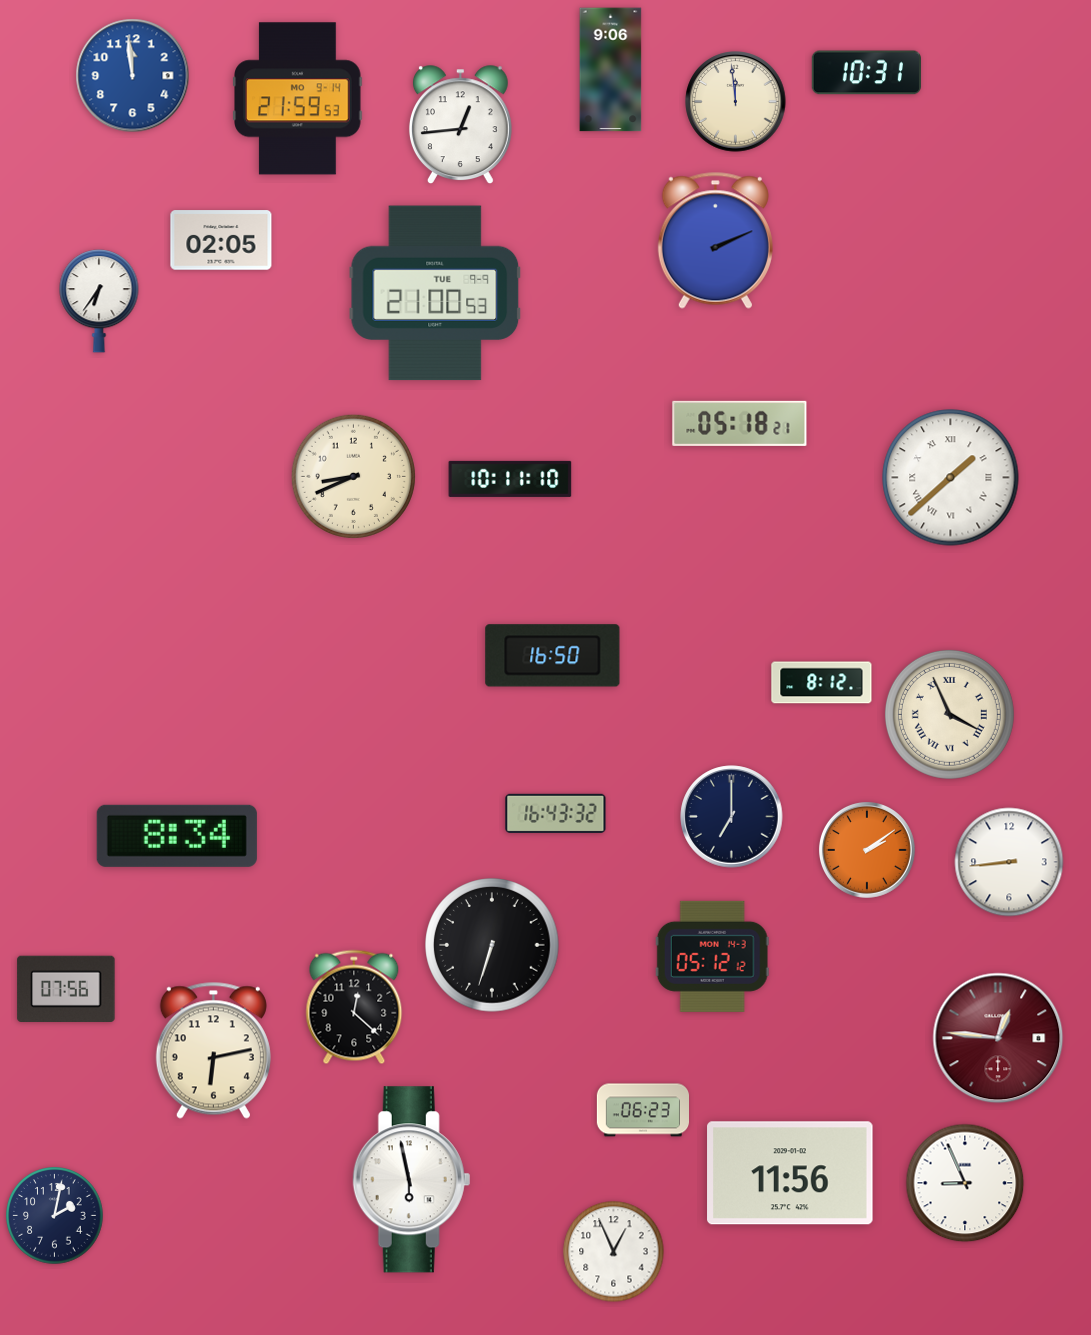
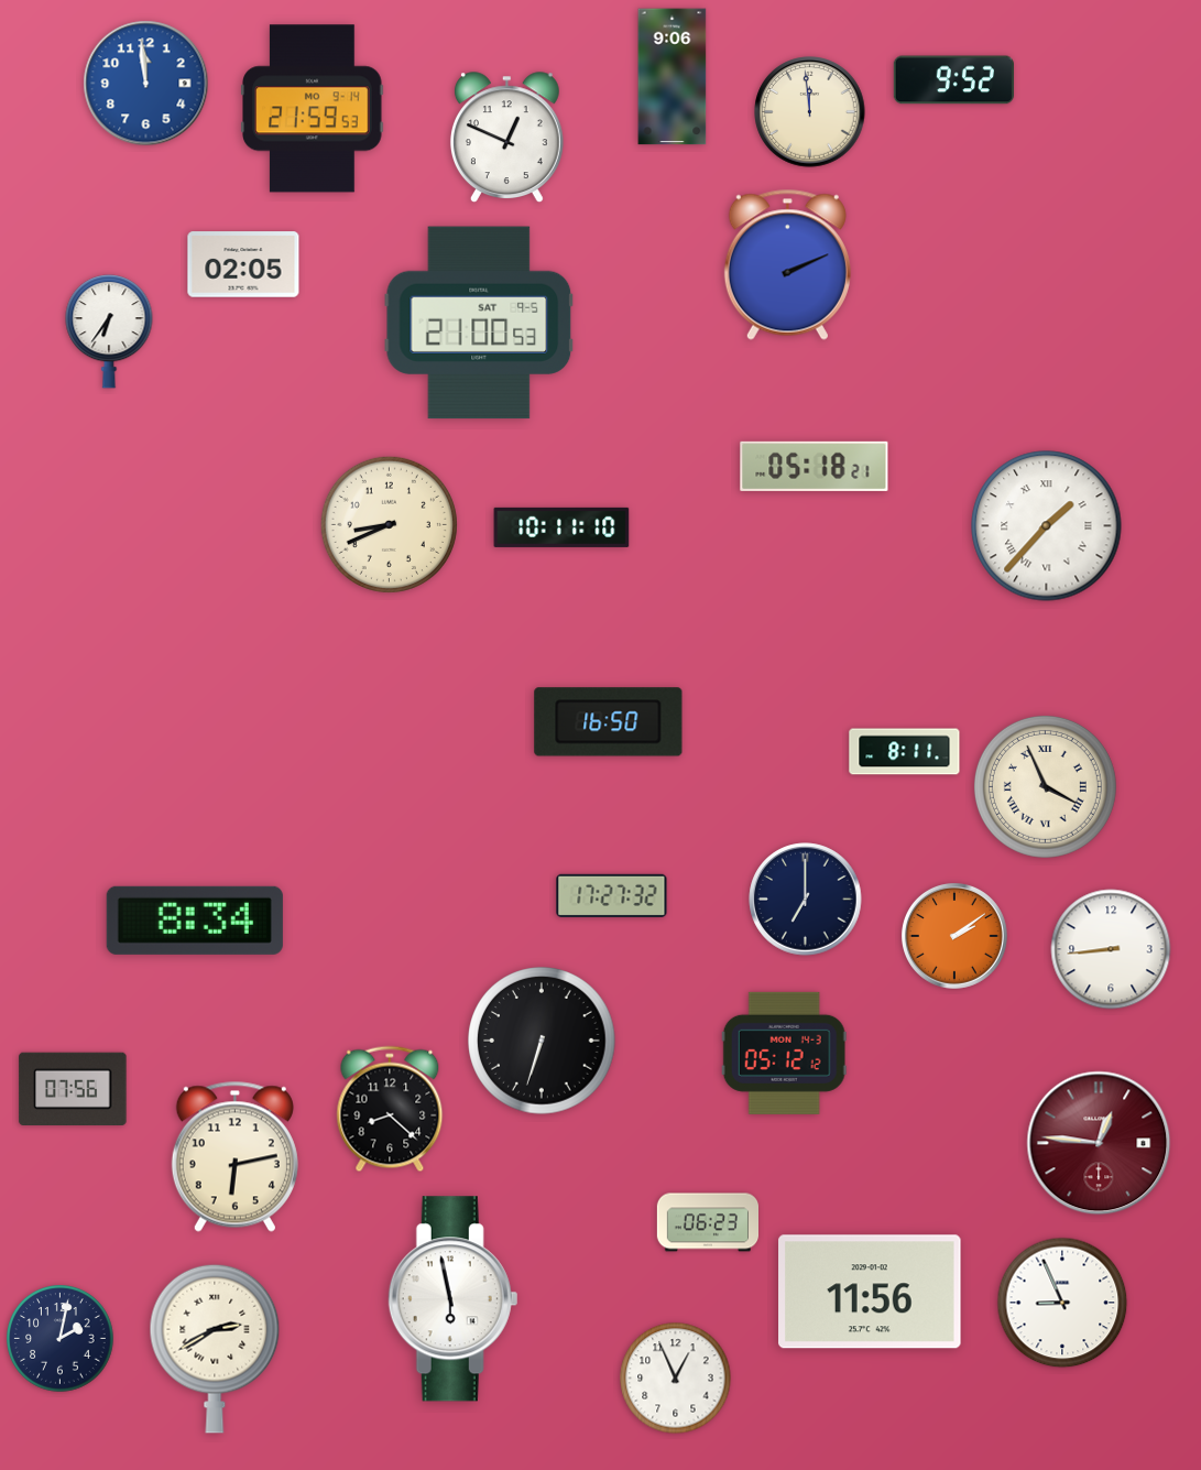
clock at (866, 73): 10:31 -> 9:52
clock at (298, 99) position: (298, 99) -> (313, 109)
clock at (460, 125): 12:44 -> 12:49
clock at (435, 293) date: TUE 9-9 -> SAT 9-5
clock at (951, 478): 1:38 -> 1:37
clock at (822, 683): 8:12 -> 8:11
clock at (556, 813): 16:43 -> 17:27
clock at (354, 1007): 12:22 -> 8:22
clock at (215, 1349): none -> 2:40
